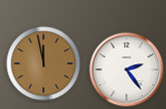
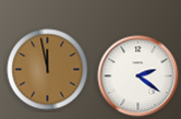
clock at (127, 70): 2:24 -> 2:21
